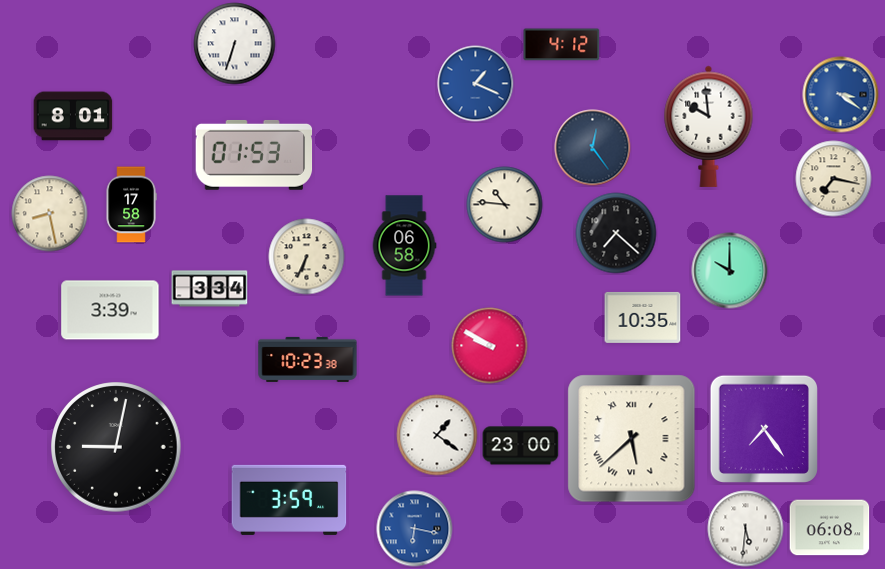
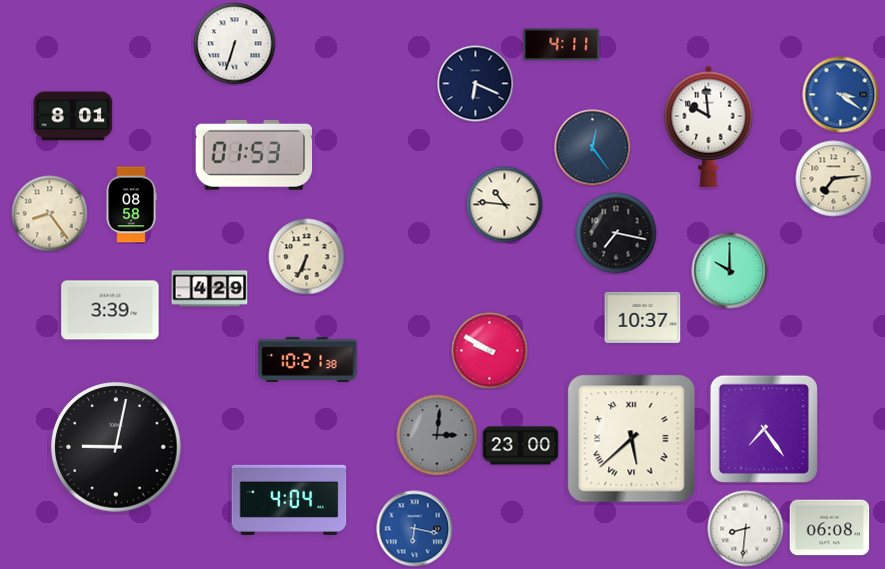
clock at (562, 45): 4:12 -> 4:11
clock at (476, 84): 1:19 -> 6:19
clock at (476, 84) dial: blue -> navy
clock at (834, 179): 7:17 -> 7:14
clock at (131, 205): 17:58 -> 08:58
clock at (50, 214): 8:28 -> 8:24
clock at (616, 233): 7:22 -> 7:17
clock at (404, 246): 06:58 -> none
clock at (210, 289): 3:34 -> 4:29
clock at (643, 317): 10:35 -> 10:37
clock at (490, 346) position: (490, 346) -> (490, 351)
clock at (308, 359): 10:23 -> 10:21
clock at (437, 435): 1:21 -> 3:01
clock at (437, 435) dial: white -> grey
clock at (289, 500): 3:59 -> 4:04
clock at (746, 529): 5:31 -> 8:31
